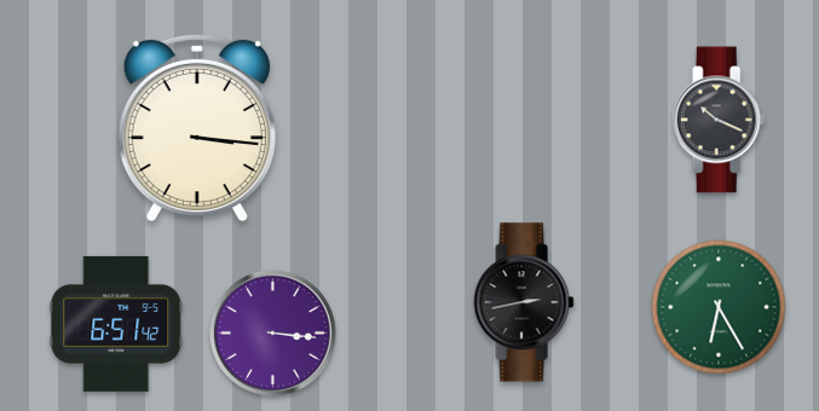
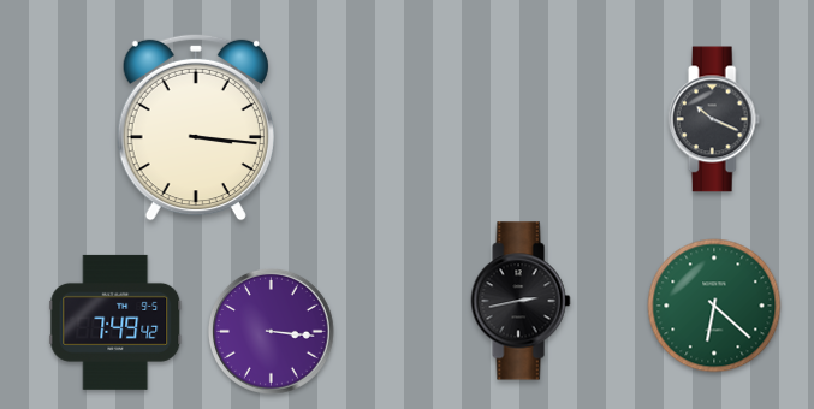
clock at (719, 307): 6:25 -> 6:22
clock at (116, 324): 6:51 -> 7:49
